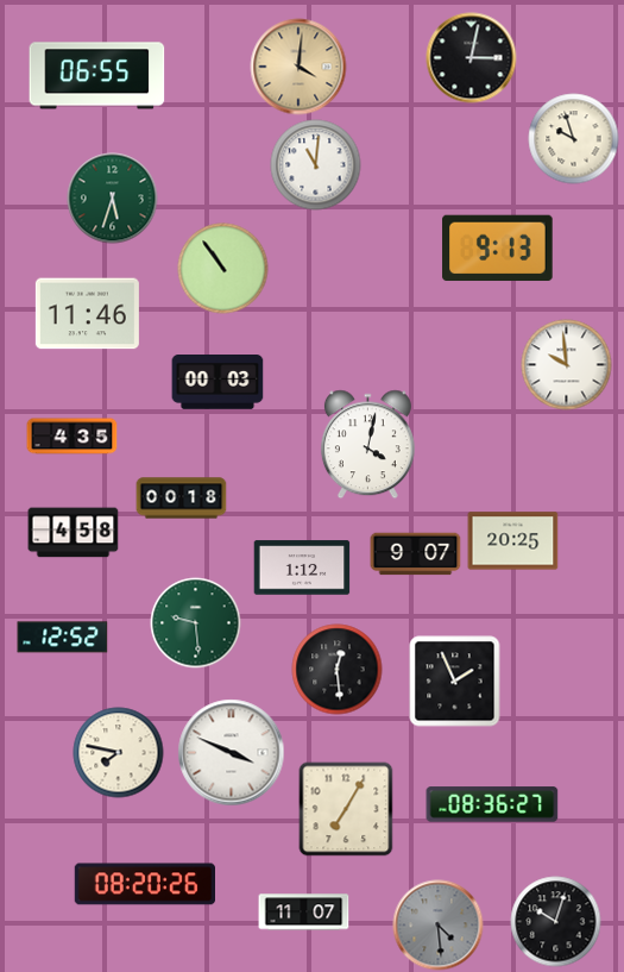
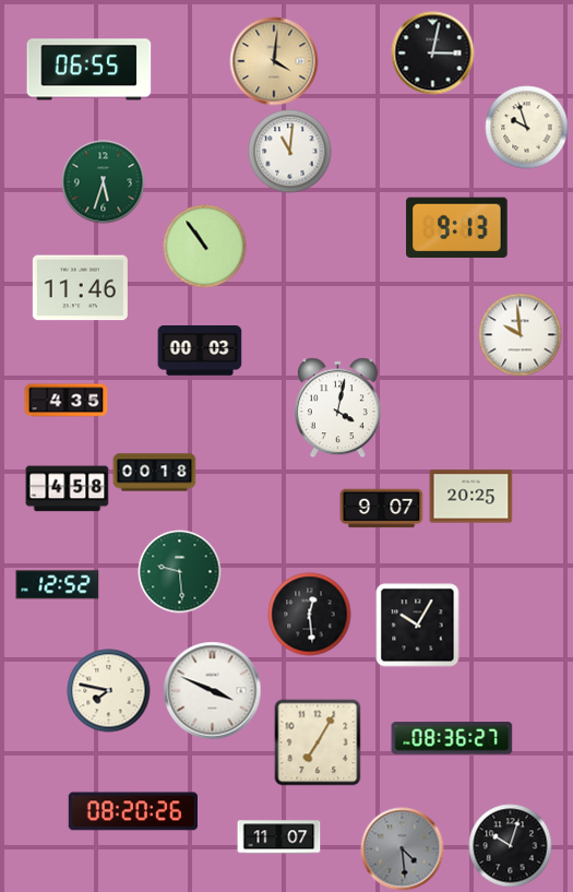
clock at (182, 498) position: (182, 498) -> (155, 473)
clock at (302, 567): 1:12 -> none
clock at (455, 682): 1:56 -> 10:05
